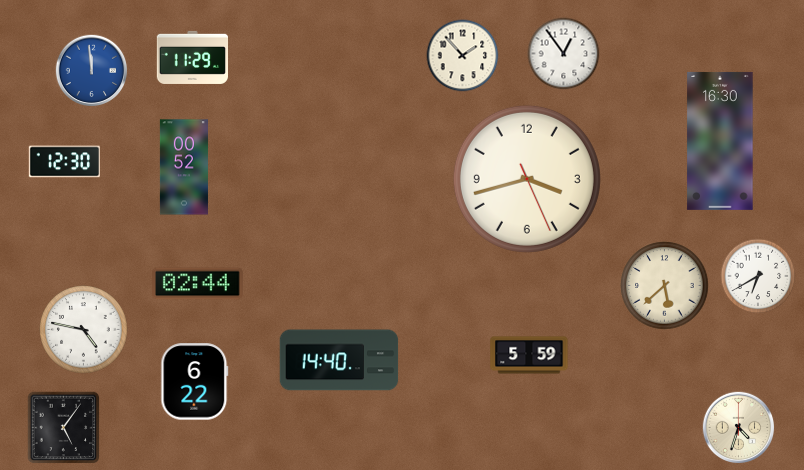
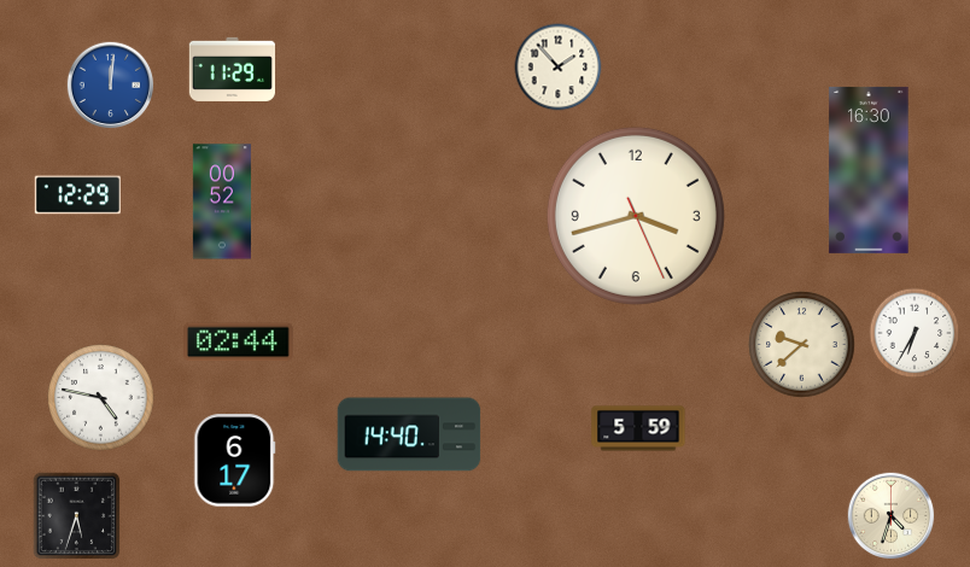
clock at (564, 54): 12:54 -> none
clock at (92, 71): 11:59 -> 12:01
clock at (64, 162): 12:30 -> 12:29
clock at (758, 276): 6:40 -> 6:35
clock at (665, 286): 5:38 -> 9:38
clock at (195, 382): 6:22 -> 6:17
clock at (64, 428): 5:06 -> 5:33
